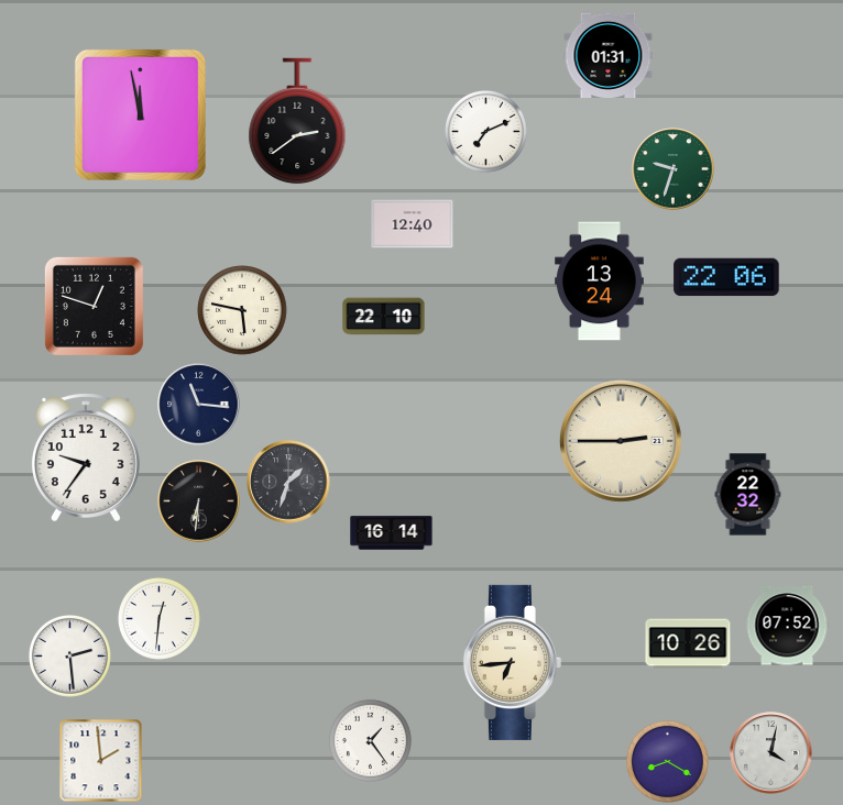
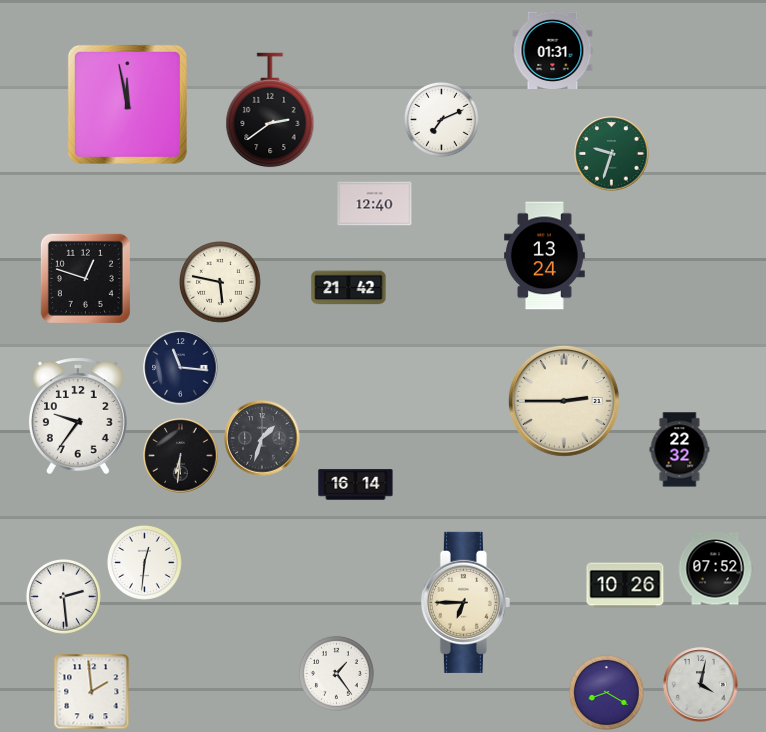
clock at (726, 277): 22:06 -> none
clock at (384, 317): 22:10 -> 21:42
clock at (512, 662): 6:44 -> 6:45
